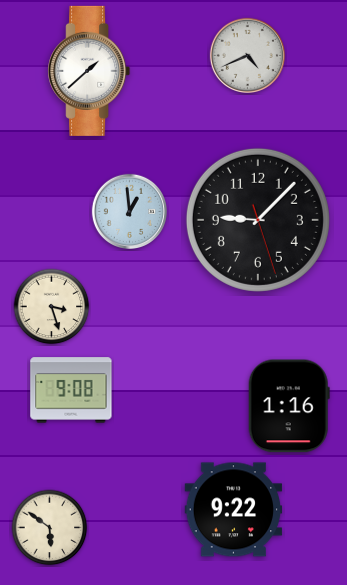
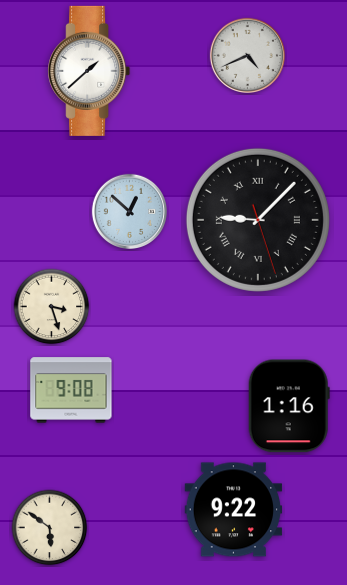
clock at (129, 211): 12:59 -> 12:52
clock at (258, 220) numerals: Arabic -> Roman
